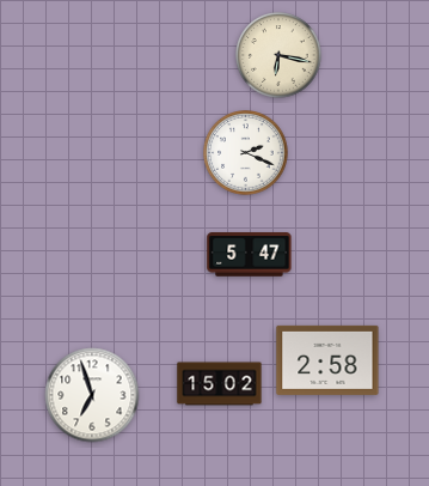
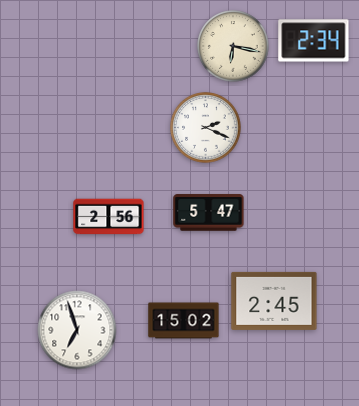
clock at (314, 41): none -> 2:34
clock at (109, 217): none -> 2:56
clock at (327, 360): 2:58 -> 2:45
